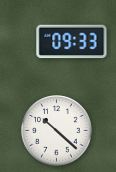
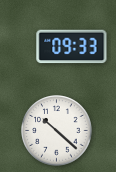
clock at (72, 42) position: (72, 42) -> (72, 47)
